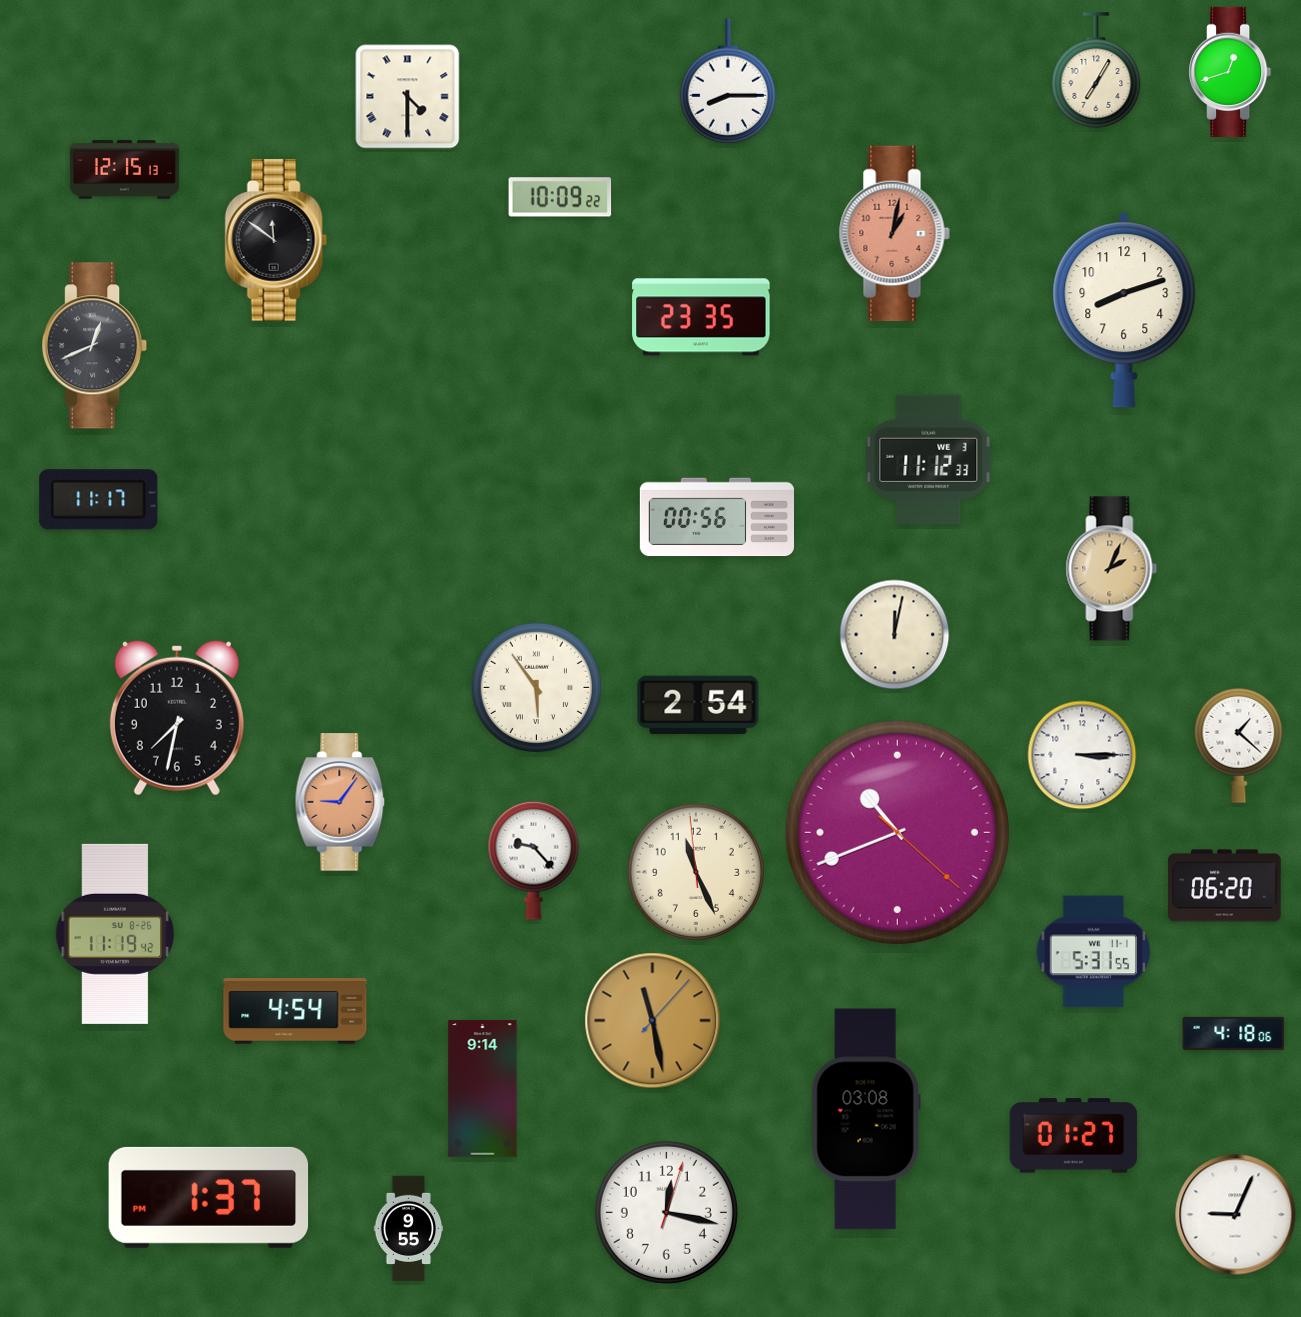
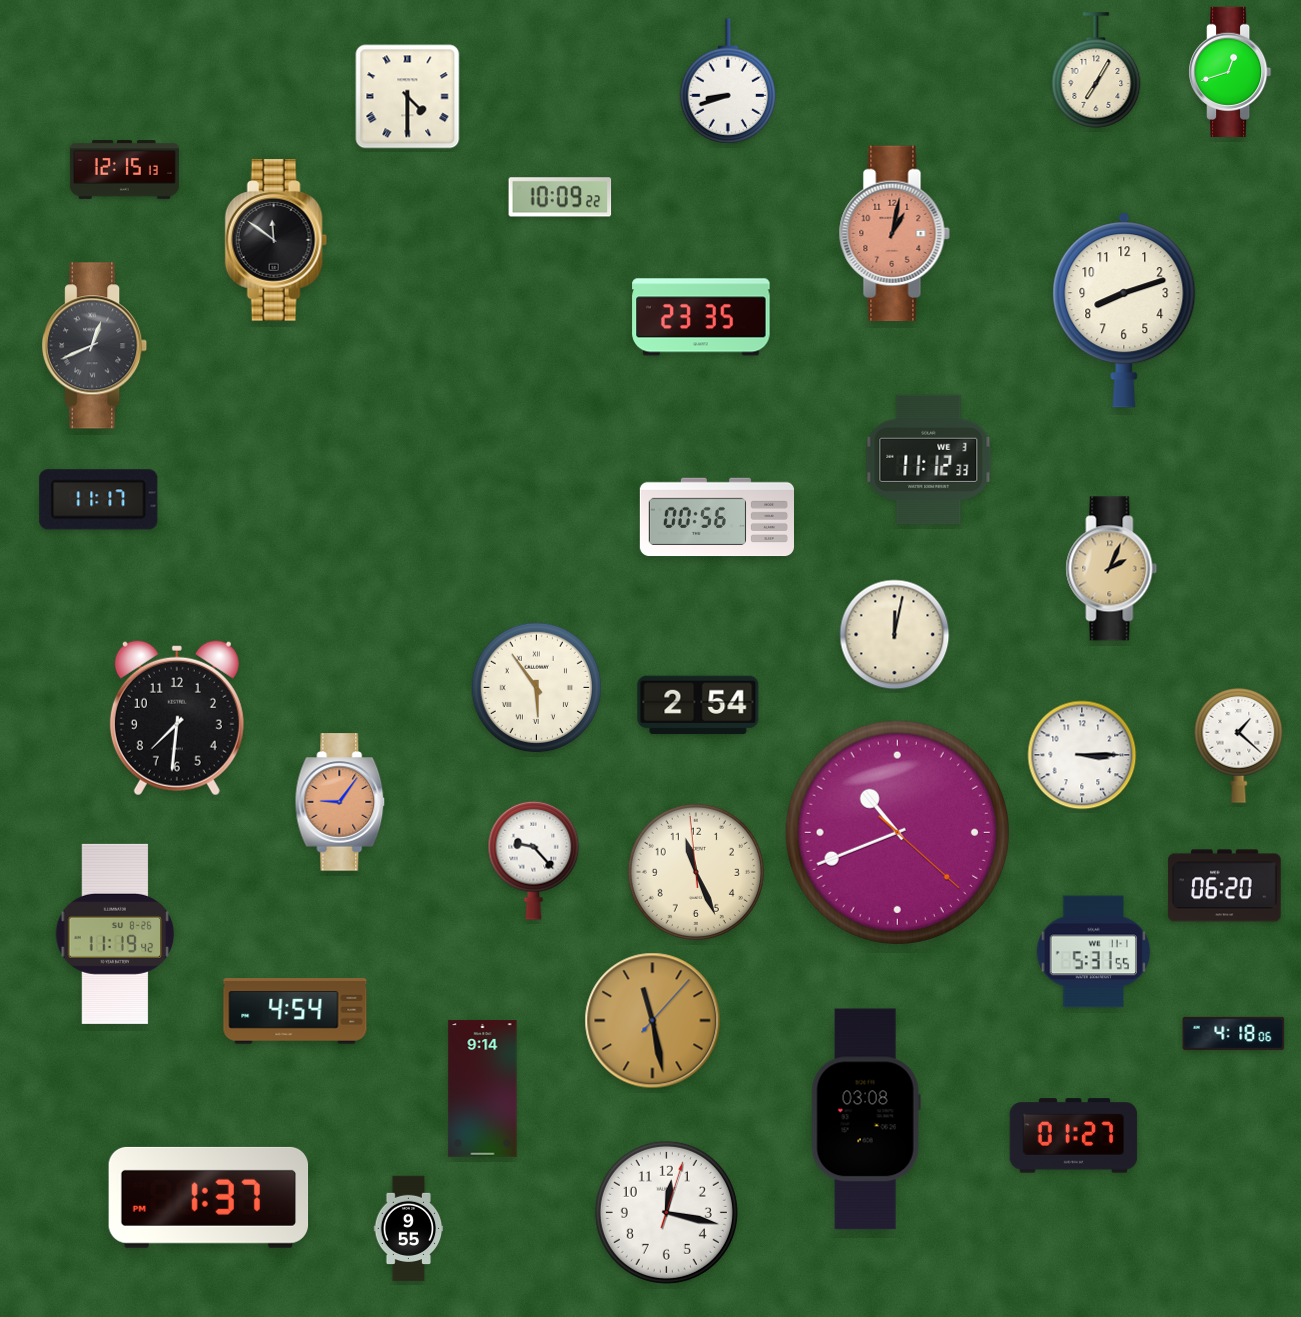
clock at (727, 81): 8:15 -> 8:42
clock at (177, 718): 7:32 -> 7:31
clock at (1236, 1215): 9:04 -> none
